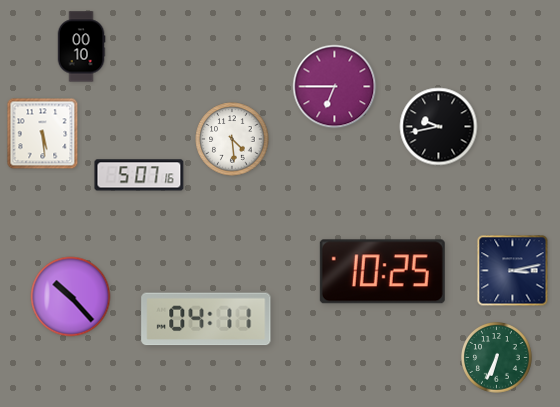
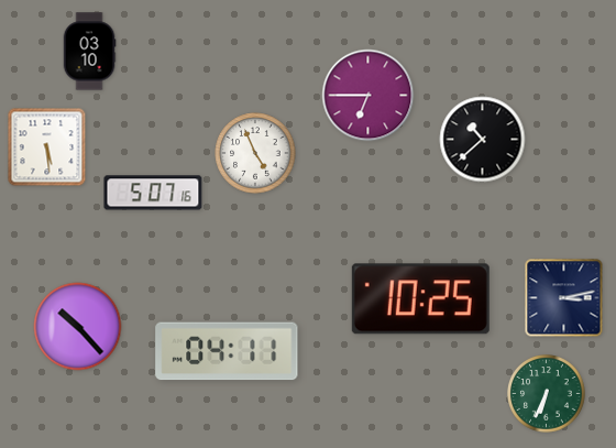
clock at (81, 47): 00:10 -> 03:10
clock at (439, 127): 9:43 -> 10:38
clock at (232, 139): 4:29 -> 4:56
